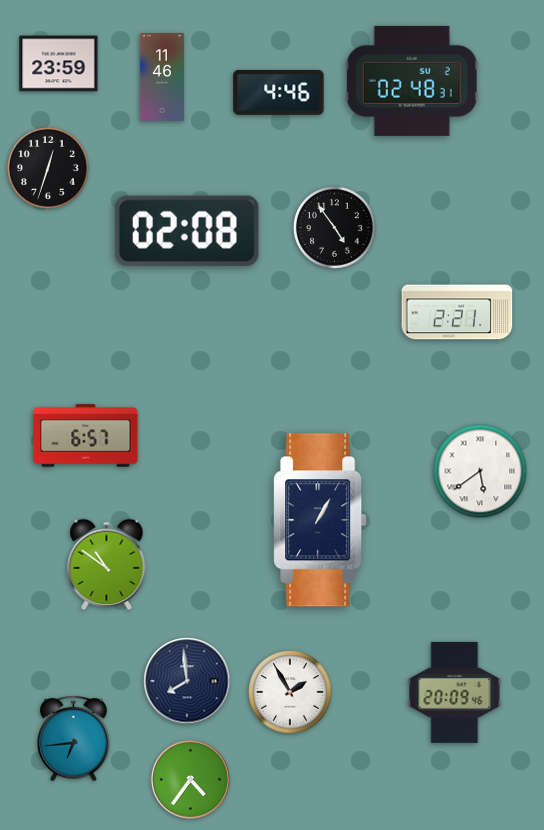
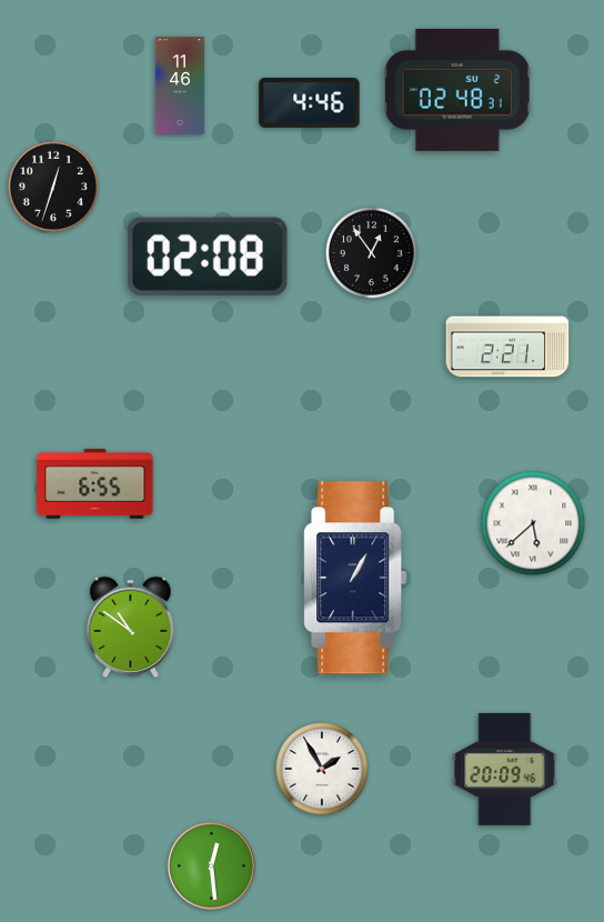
clock at (59, 64): 23:59 -> none
clock at (334, 227): 4:54 -> 12:54
clock at (86, 436): 6:57 -> 6:55
clock at (480, 471): 5:39 -> 5:38
clock at (107, 564) position: (107, 564) -> (131, 627)
clock at (187, 681): 7:59 -> none
clock at (74, 738): 6:44 -> none
clock at (190, 779): 4:36 -> 12:29
